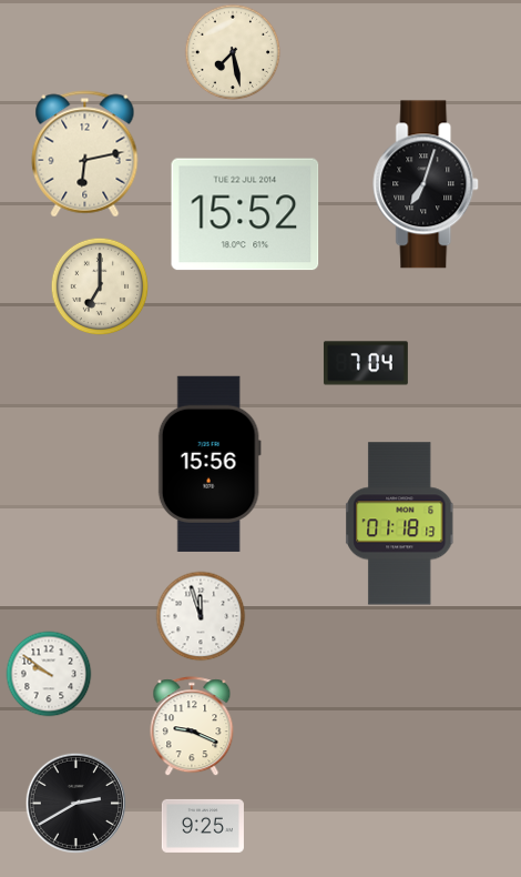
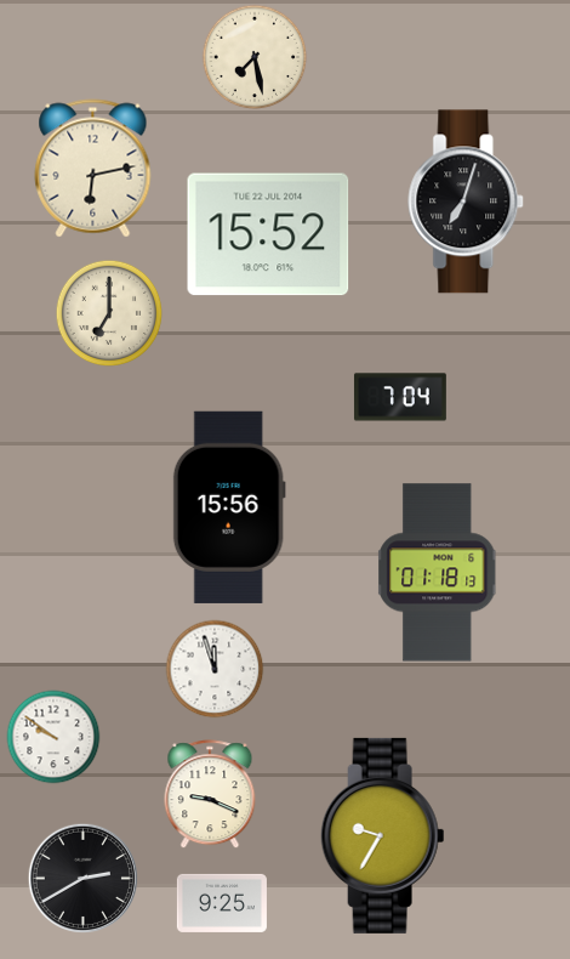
clock at (201, 616) position: (201, 616) -> (215, 669)
clock at (383, 835): none -> 9:35
